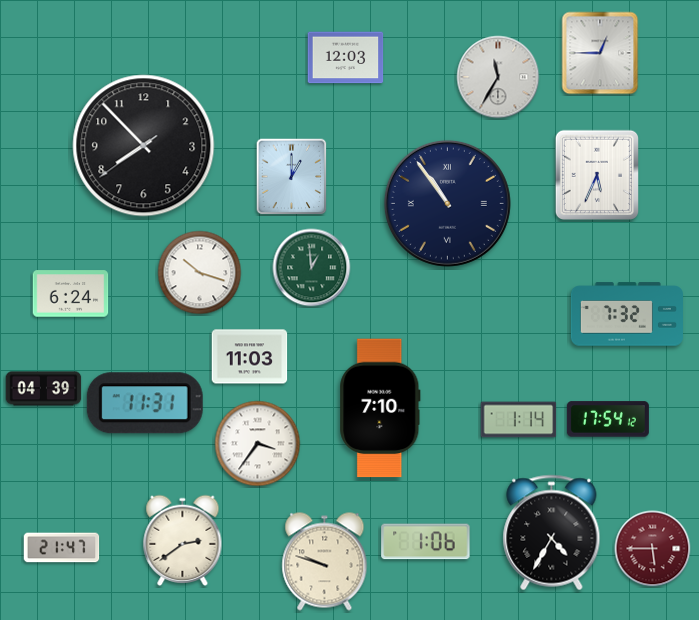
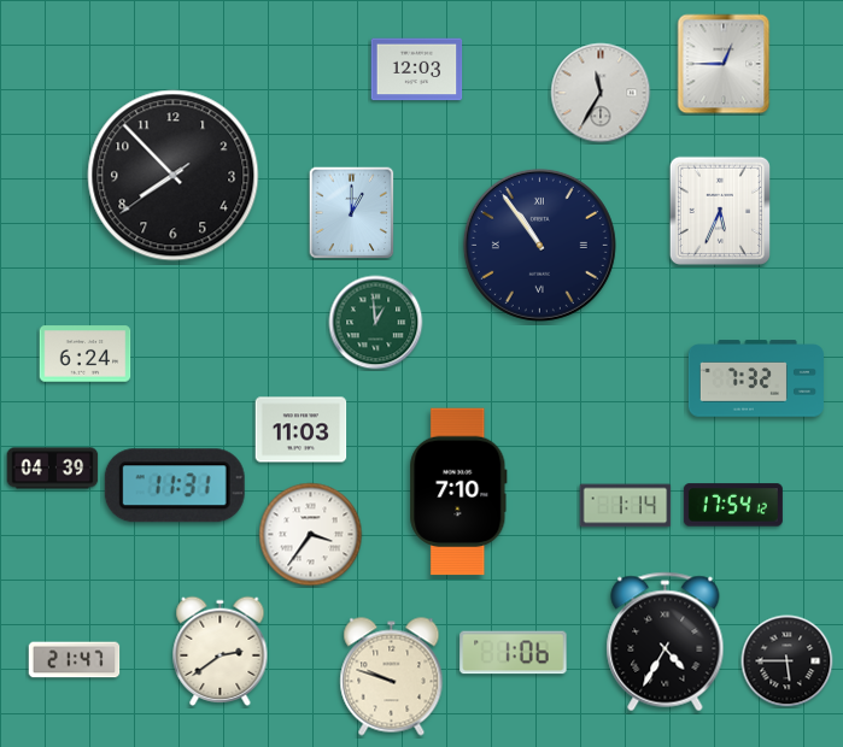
clock at (200, 273): 10:18 -> none
clock at (653, 549) dial: burgundy -> black
